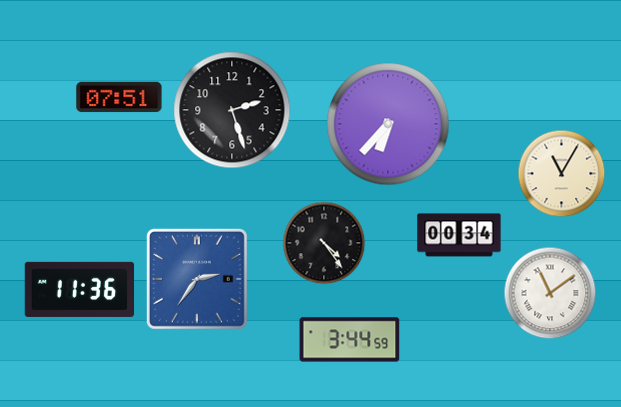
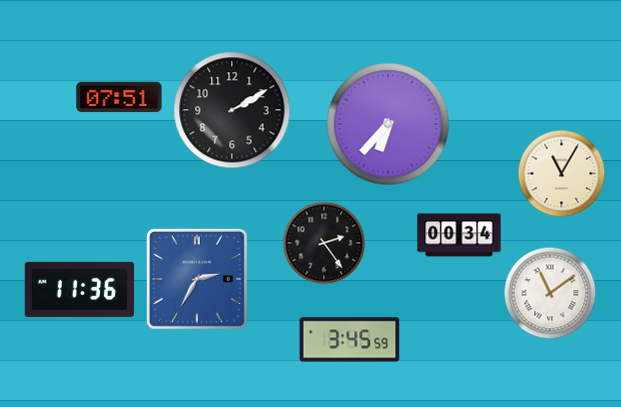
clock at (232, 110): 2:27 -> 2:10
clock at (324, 243): 4:24 -> 2:24
clock at (197, 279): 2:36 -> 2:35
clock at (350, 340): 3:44 -> 3:45
